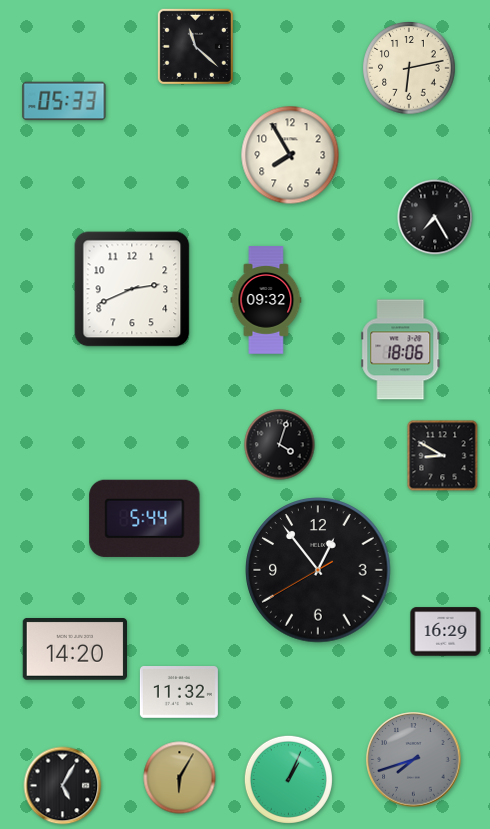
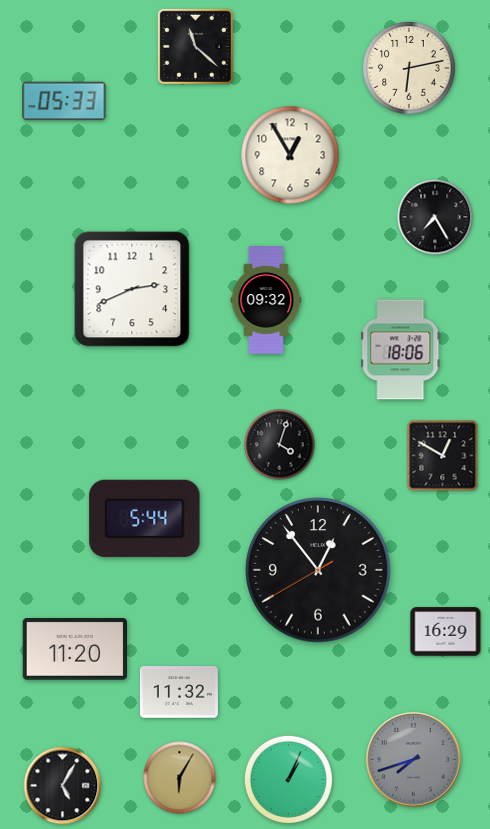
clock at (290, 155): 7:55 -> 12:55
clock at (443, 456): 8:50 -> 12:50
clock at (74, 650): 14:20 -> 11:20
